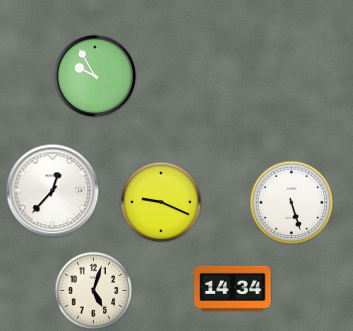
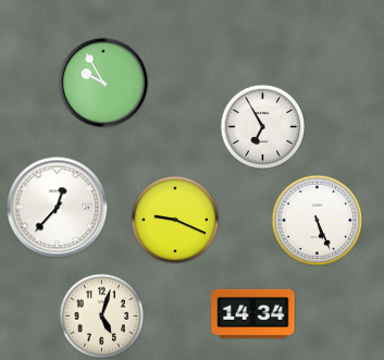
clock at (262, 126): none -> 6:55
clock at (291, 202): 5:27 -> 5:26
